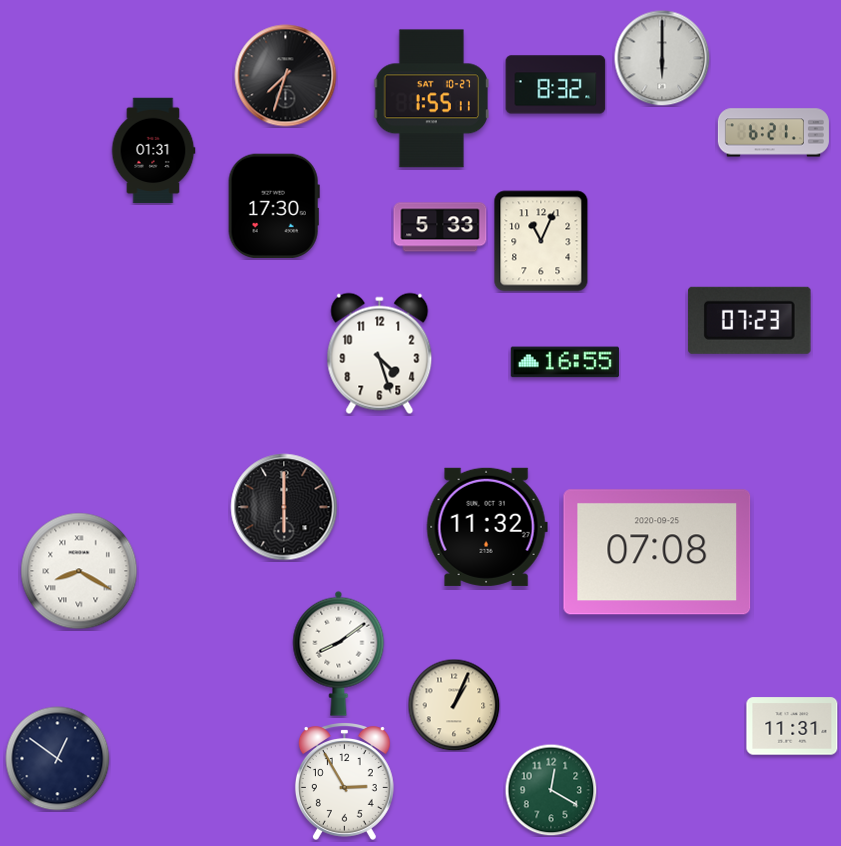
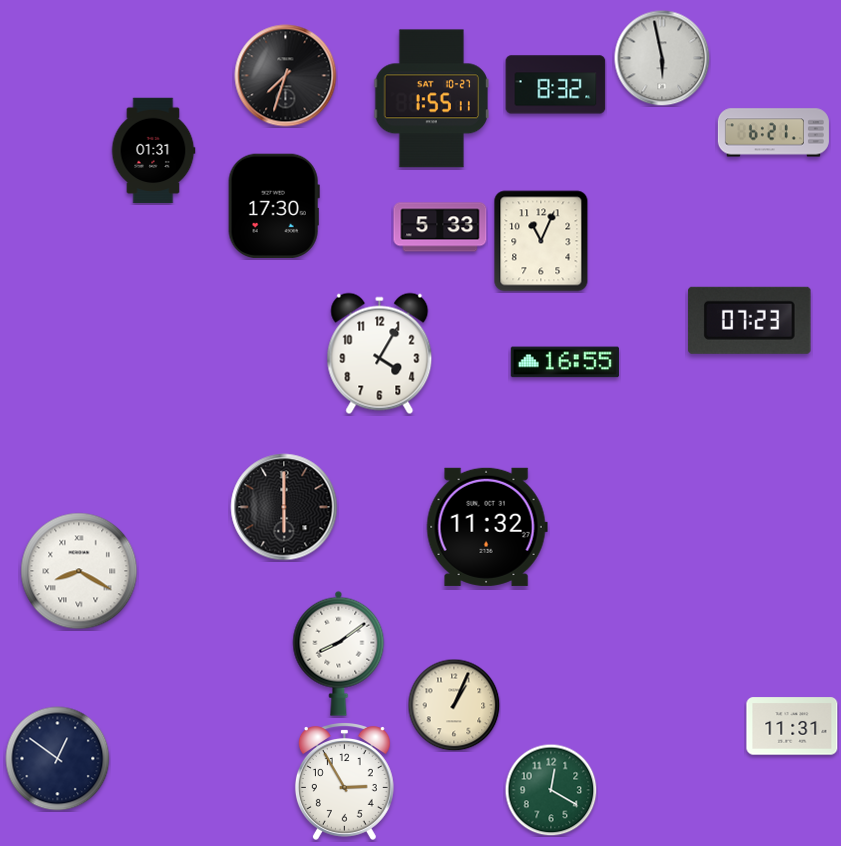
clock at (662, 58): 6:00 -> 5:58
clock at (380, 354): 4:27 -> 4:05
clock at (657, 552): 07:08 -> none
